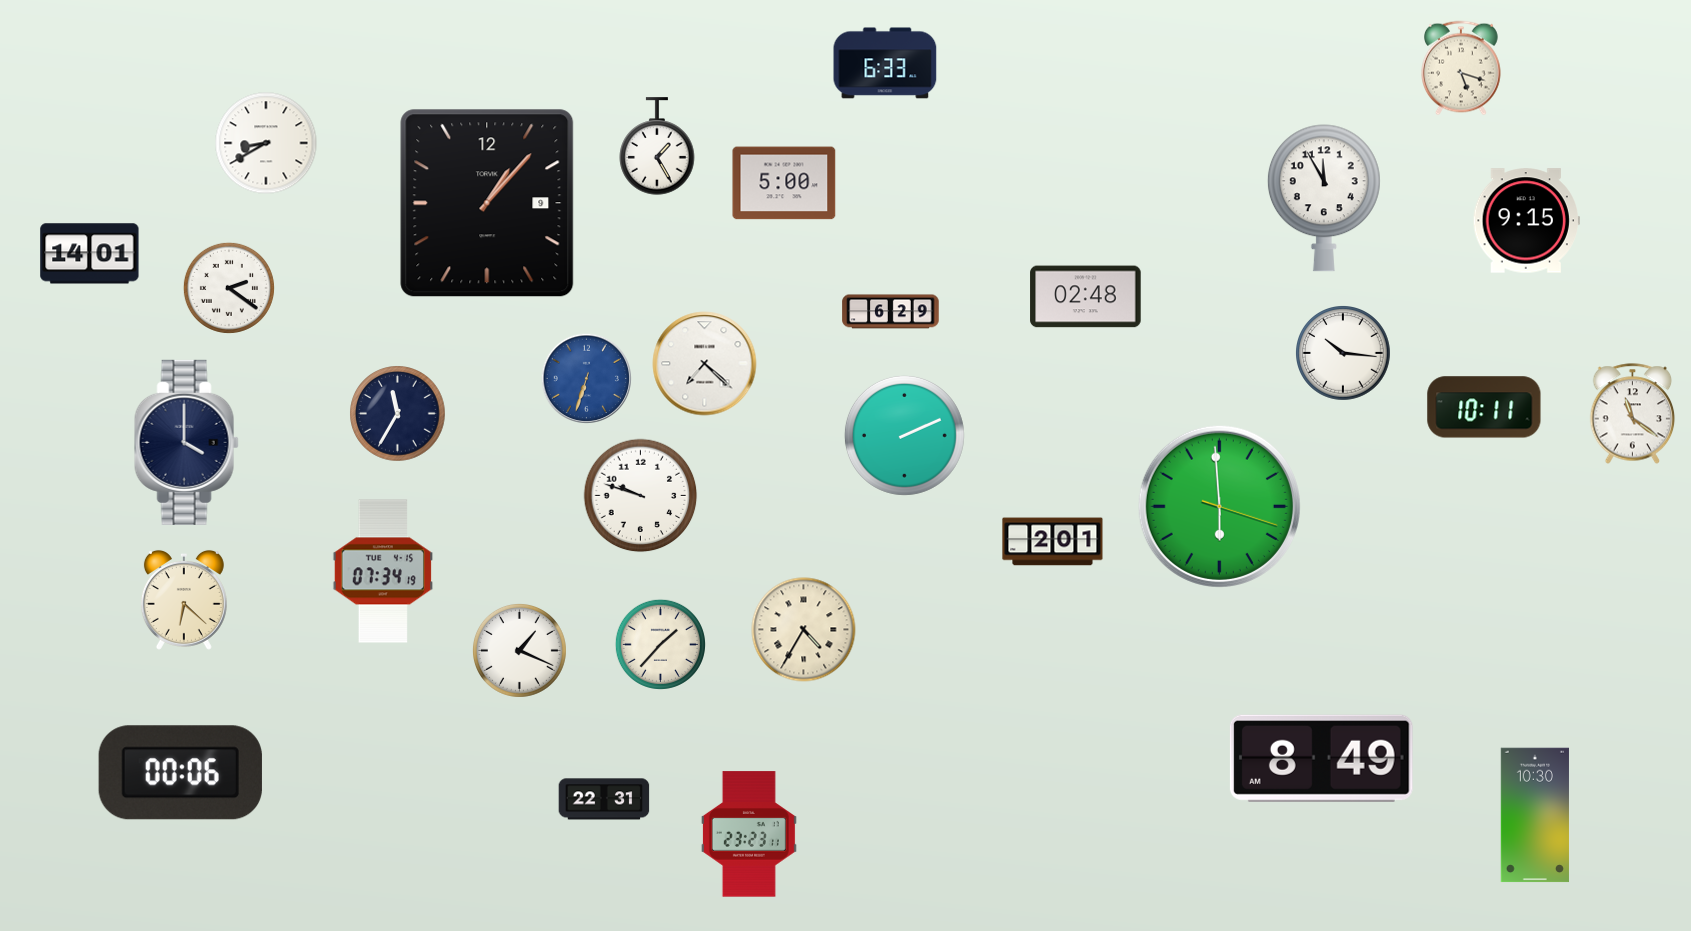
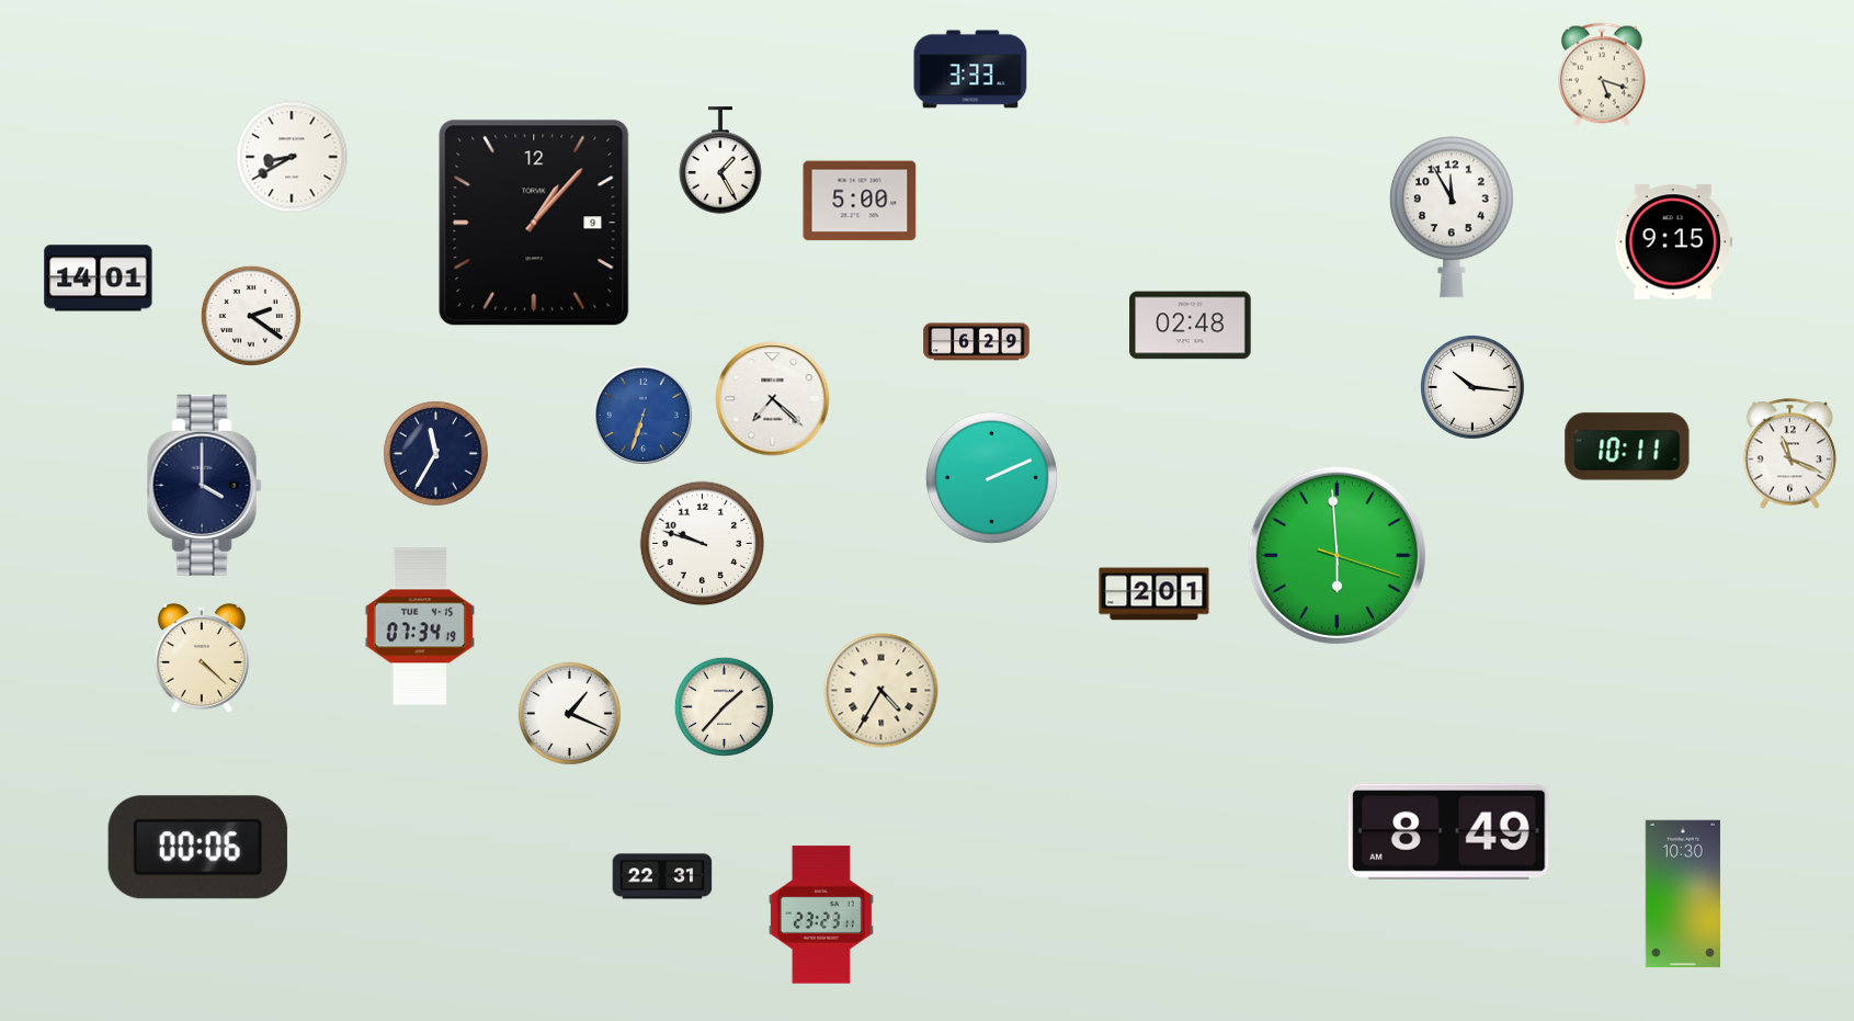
clock at (885, 63): 6:33 -> 3:33
clock at (1633, 414): 11:21 -> 11:19
clock at (184, 600): 6:22 -> 4:22
